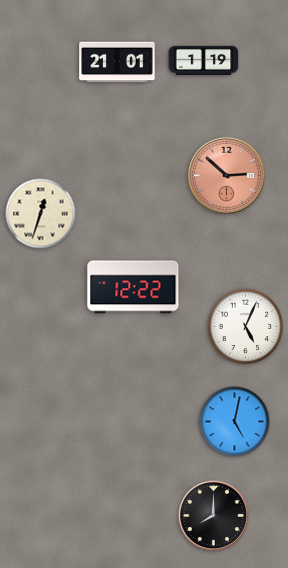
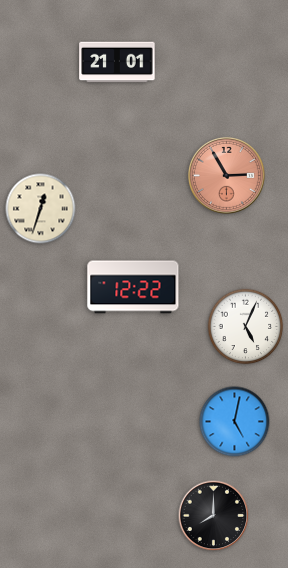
clock at (204, 60): 1:19 -> none
clock at (226, 175): 2:52 -> 2:55
clock at (41, 214) position: (41, 214) -> (41, 209)
